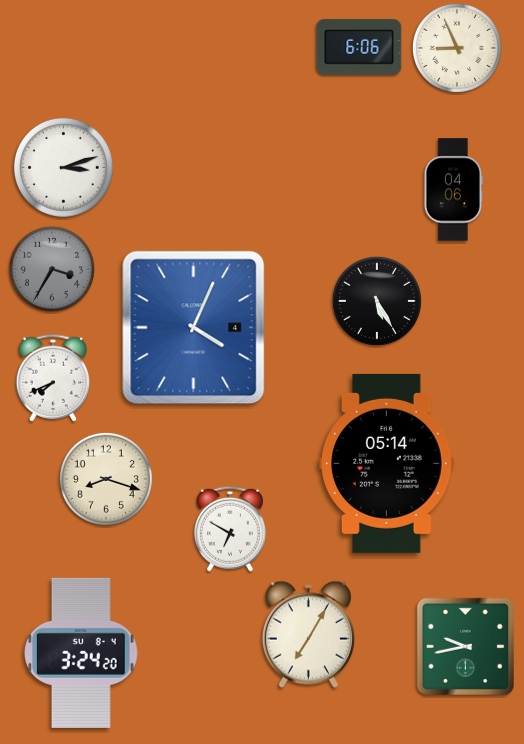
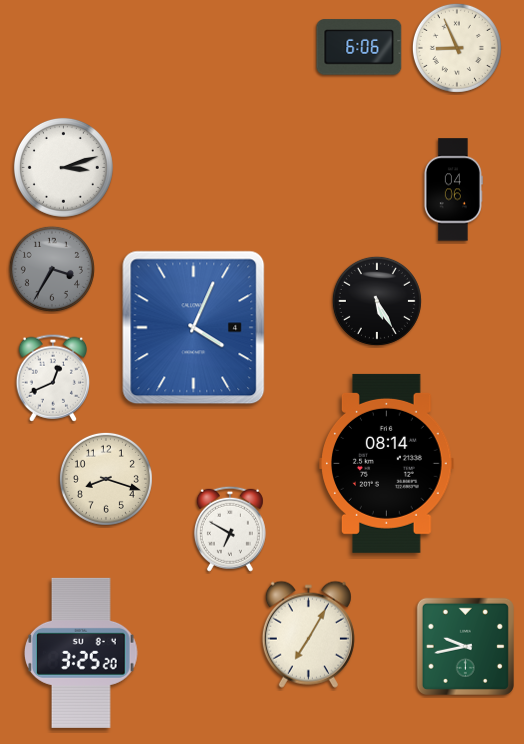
clock at (52, 378): 7:41 -> 12:41
clock at (387, 463): 05:14 -> 08:14
clock at (82, 653): 3:24 -> 3:25
